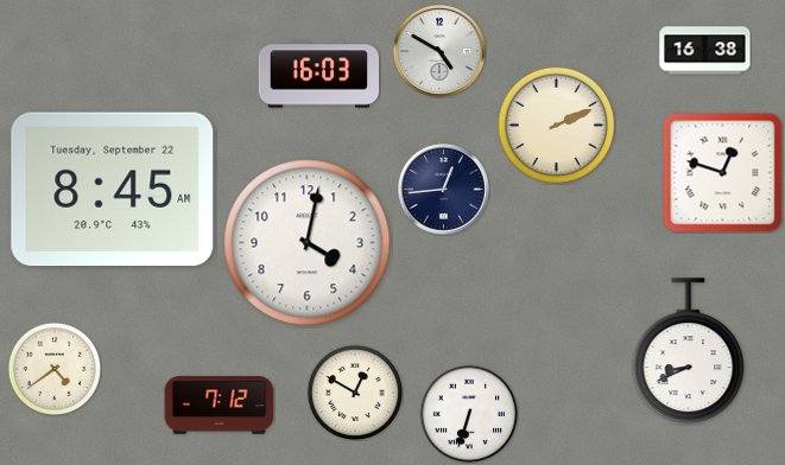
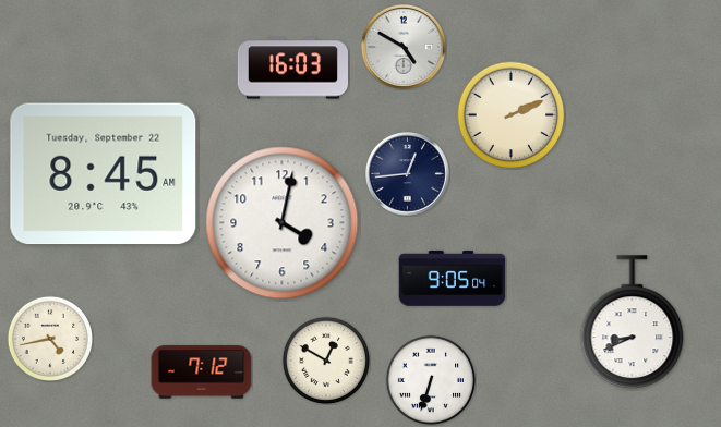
clock at (705, 51): 16:38 -> none
clock at (723, 173): 12:48 -> none
clock at (453, 279): none -> 9:05
clock at (55, 369): 4:39 -> 4:43
